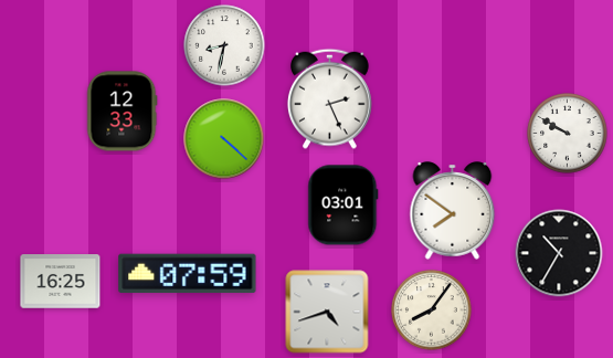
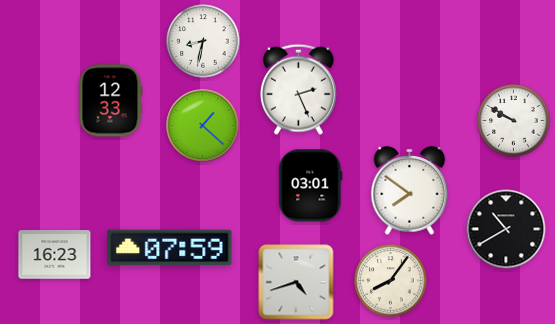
clock at (224, 139): 4:22 -> 1:22
clock at (559, 253): 10:35 -> 10:40
clock at (61, 282): 16:25 -> 16:23
